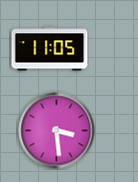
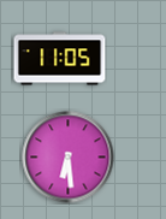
clock at (57, 131): 3:29 -> 6:29
